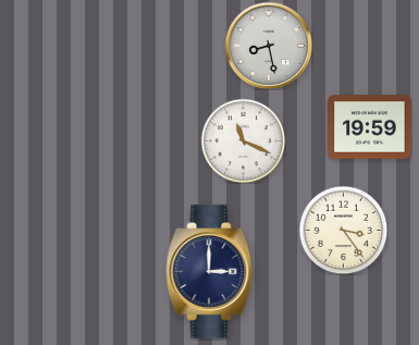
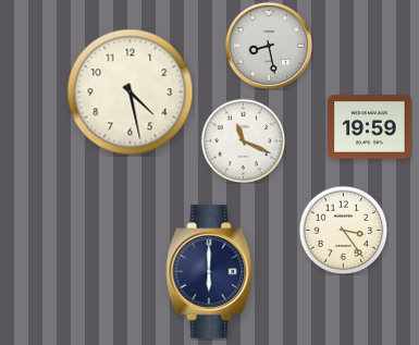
clock at (131, 93): none -> 4:28
clock at (210, 272): 3:00 -> 6:00
